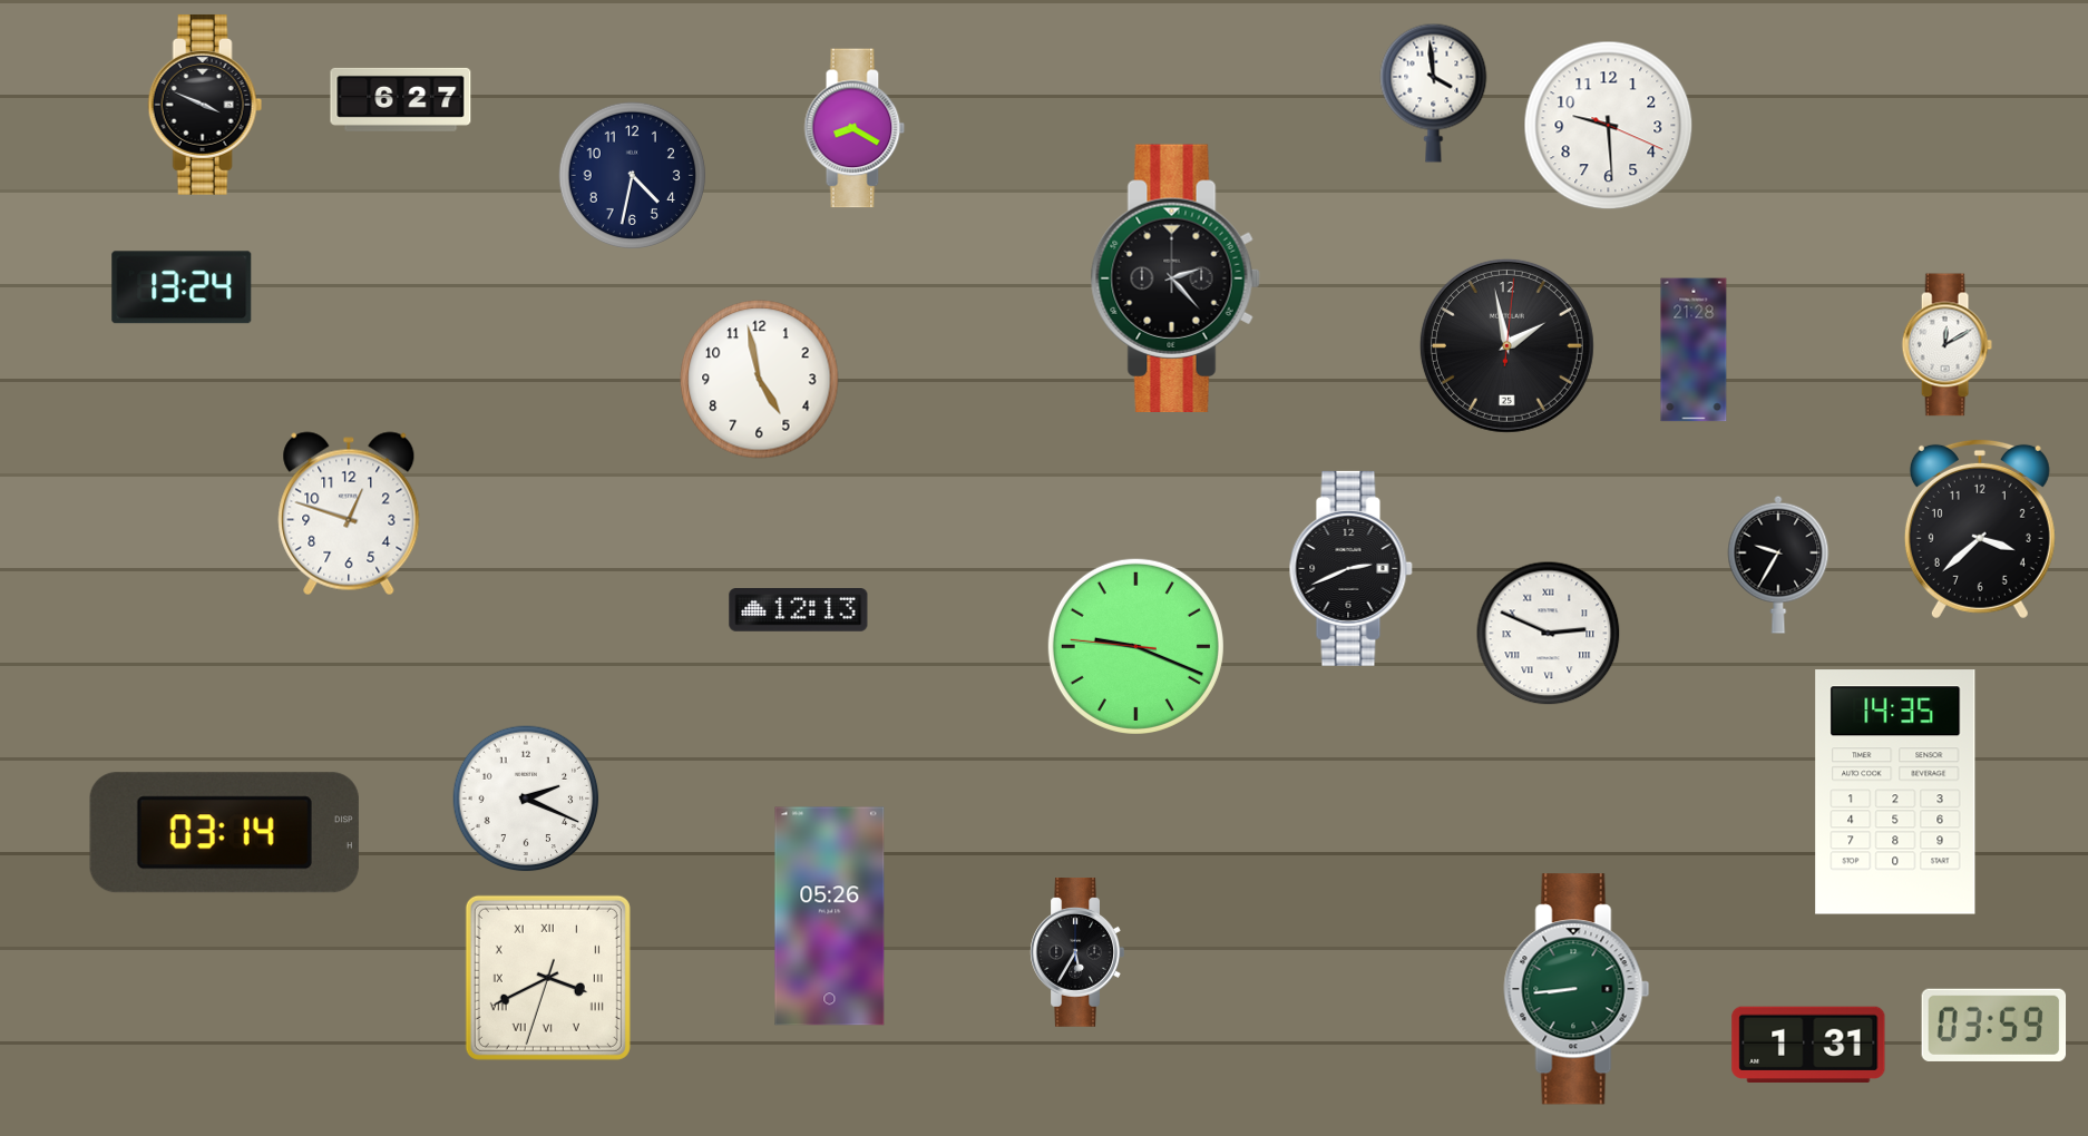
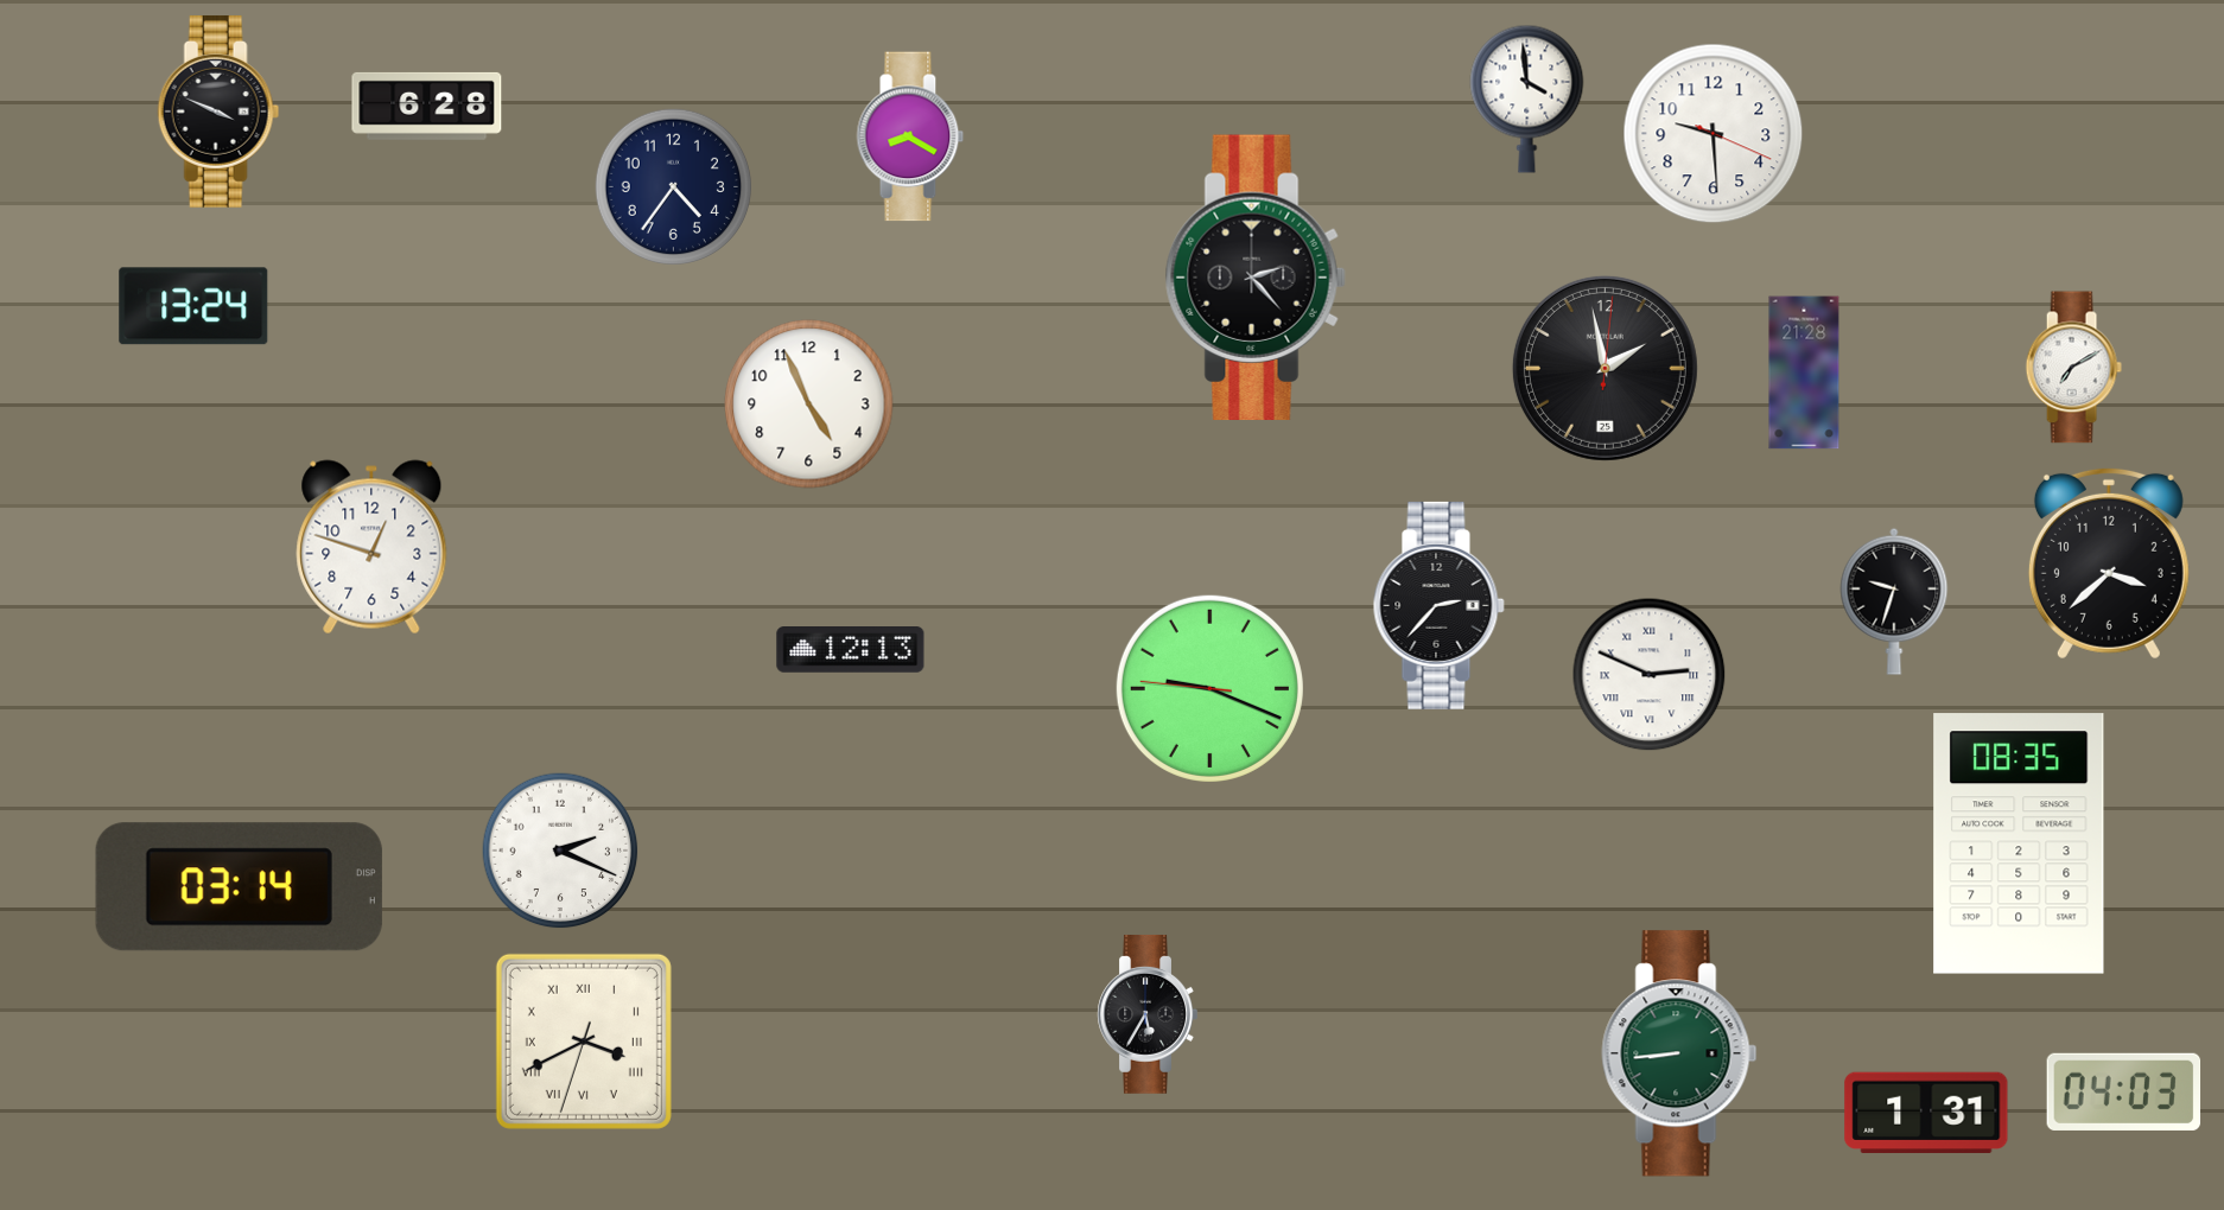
clock at (401, 99): 6:27 -> 6:28
clock at (633, 176): 4:32 -> 4:36
clock at (1175, 277) position: (1175, 277) -> (1256, 276)
clock at (1946, 345): 12:10 -> 7:10
clock at (760, 380): 4:58 -> 4:56
clock at (1778, 565): 9:35 -> 9:33
clock at (1350, 568): 2:41 -> 2:37
clock at (1895, 792): 14:35 -> 08:35
clock at (830, 917): 05:26 -> none
clock at (1994, 1025): 03:59 -> 04:03
